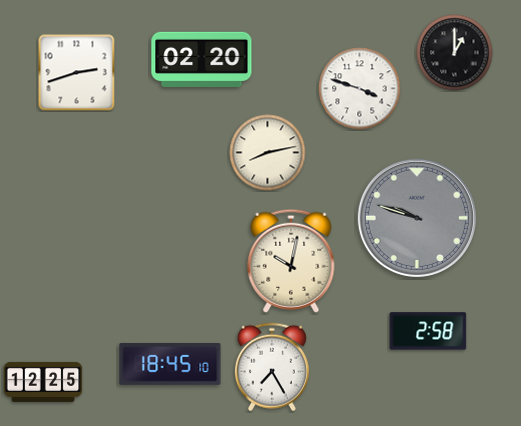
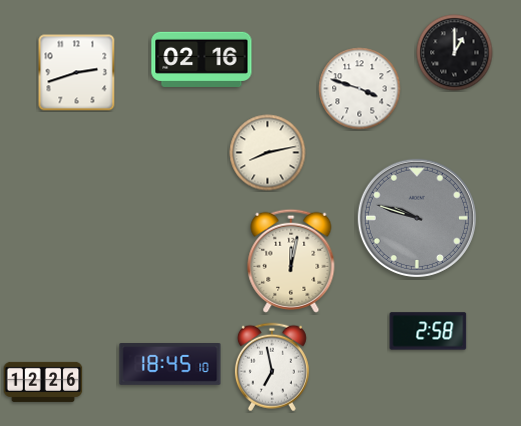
clock at (202, 59): 02:20 -> 02:16
clock at (291, 261): 10:02 -> 12:02
clock at (272, 367): 7:25 -> 6:58
clock at (43, 382): 12:25 -> 12:26
